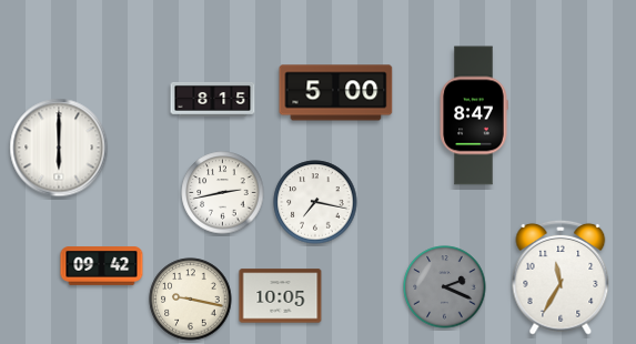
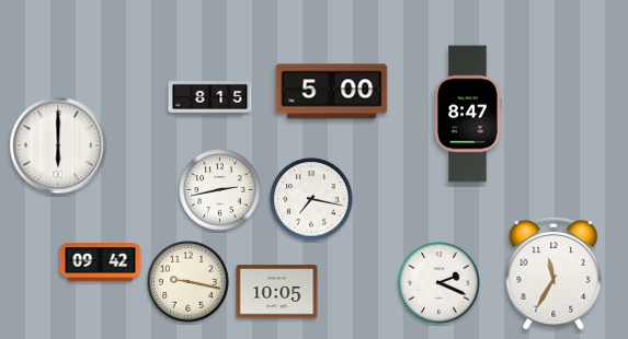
clock at (445, 287) dial: grey -> white
clock at (191, 300) position: (191, 300) -> (189, 282)
